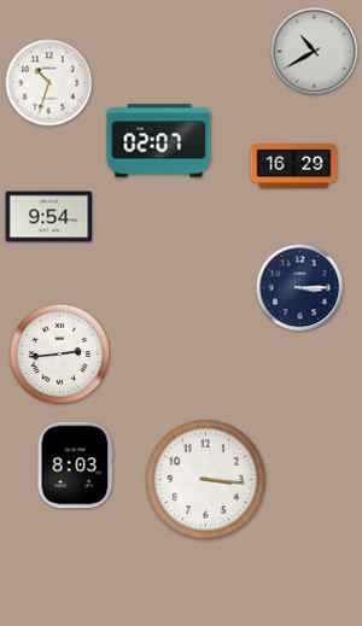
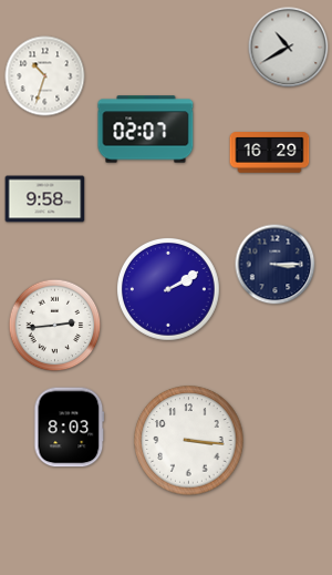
clock at (49, 217): 9:54 -> 9:58
clock at (168, 289): none -> 2:10
